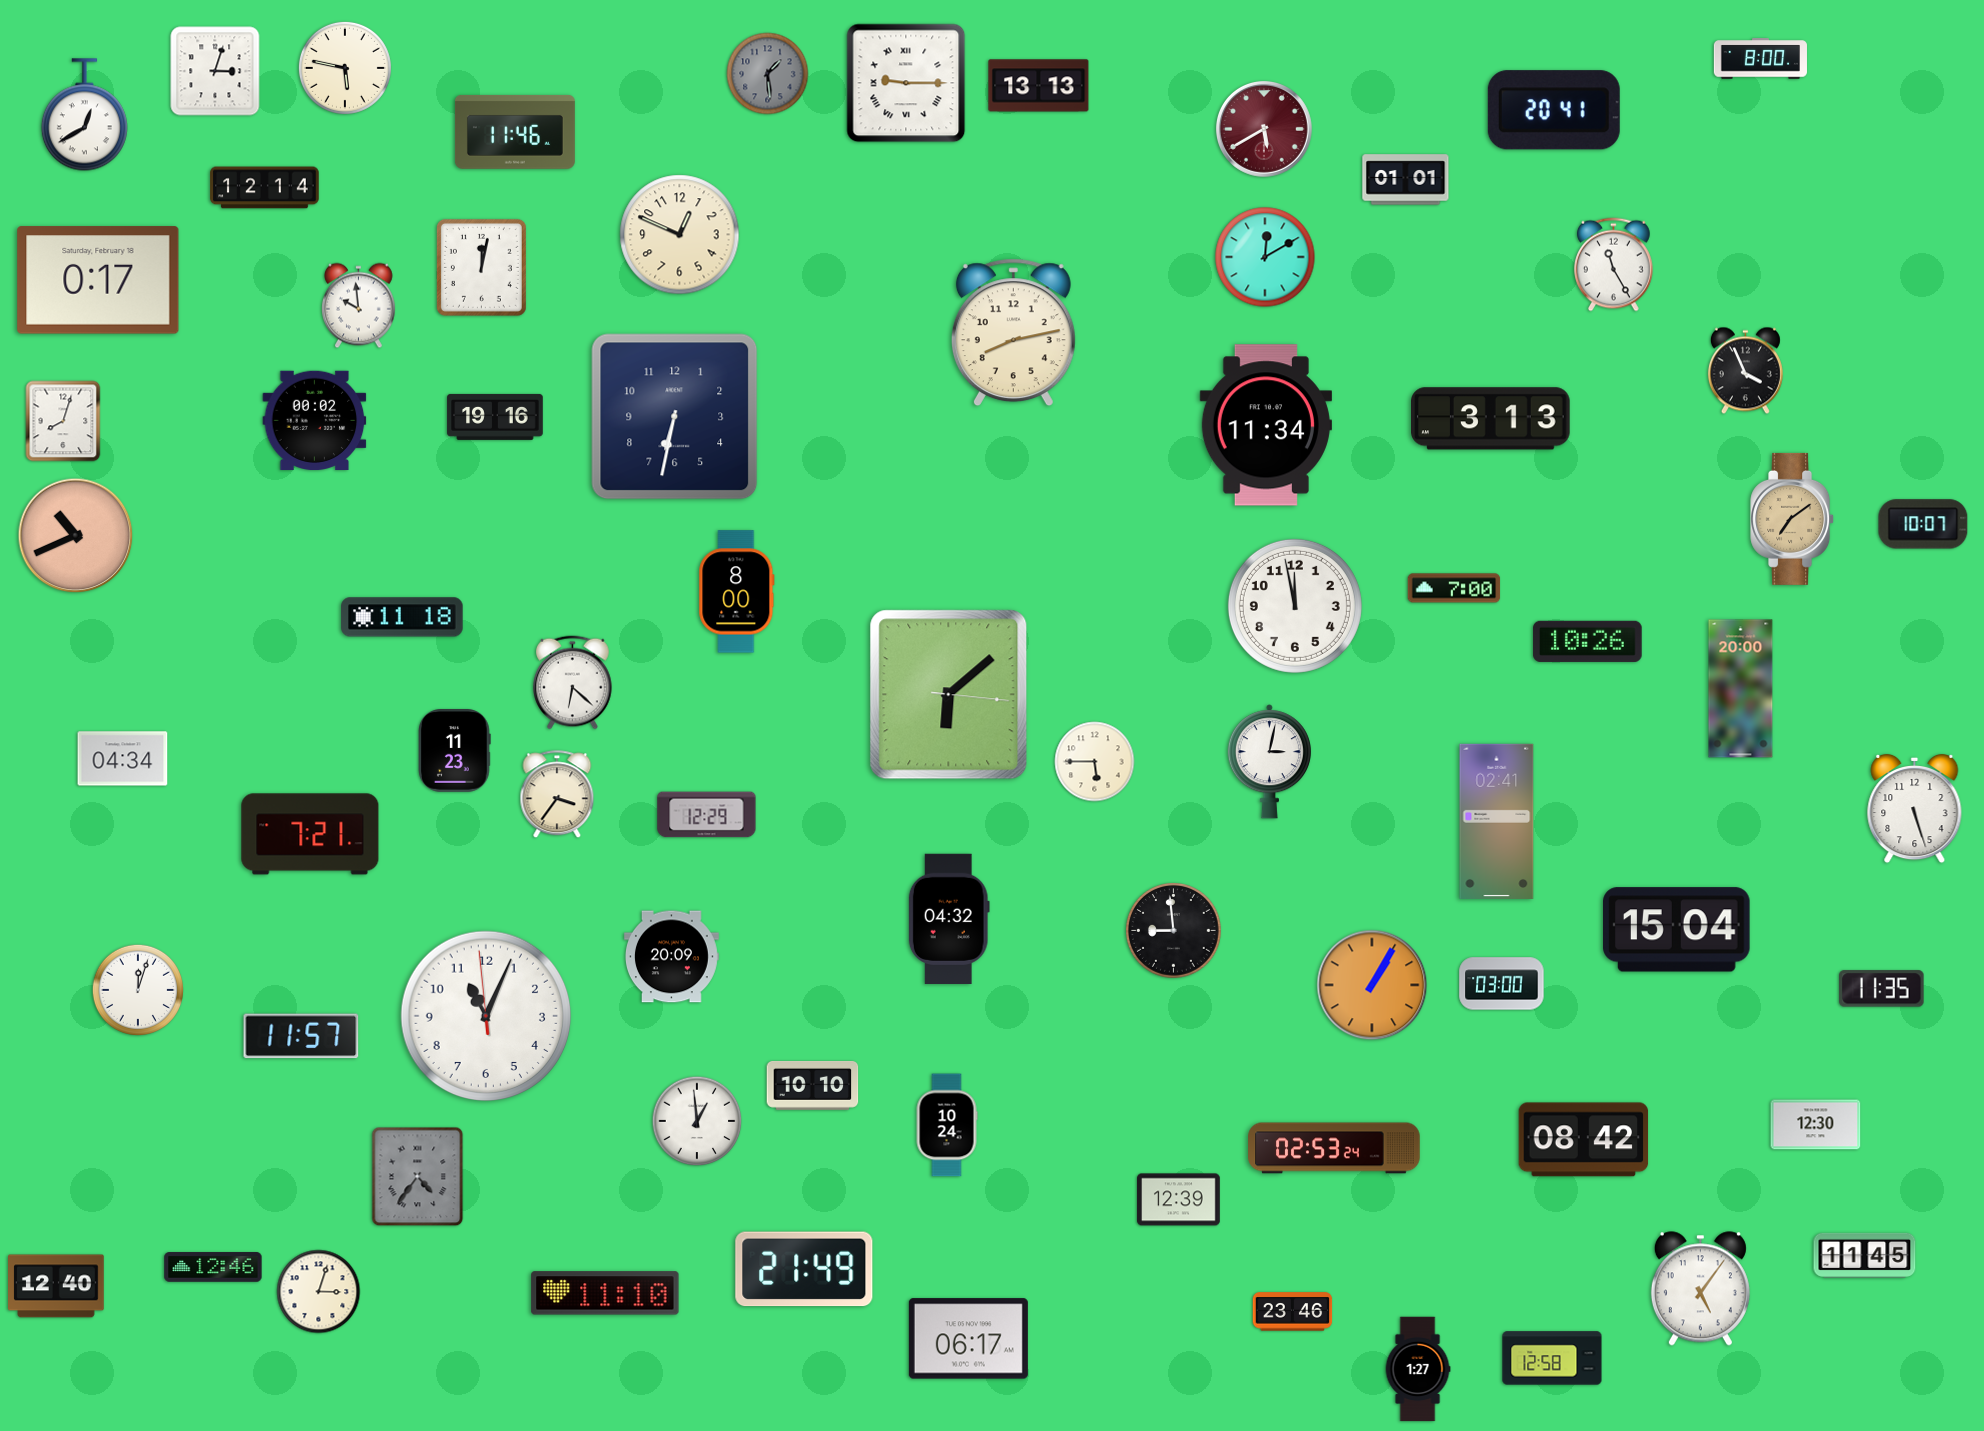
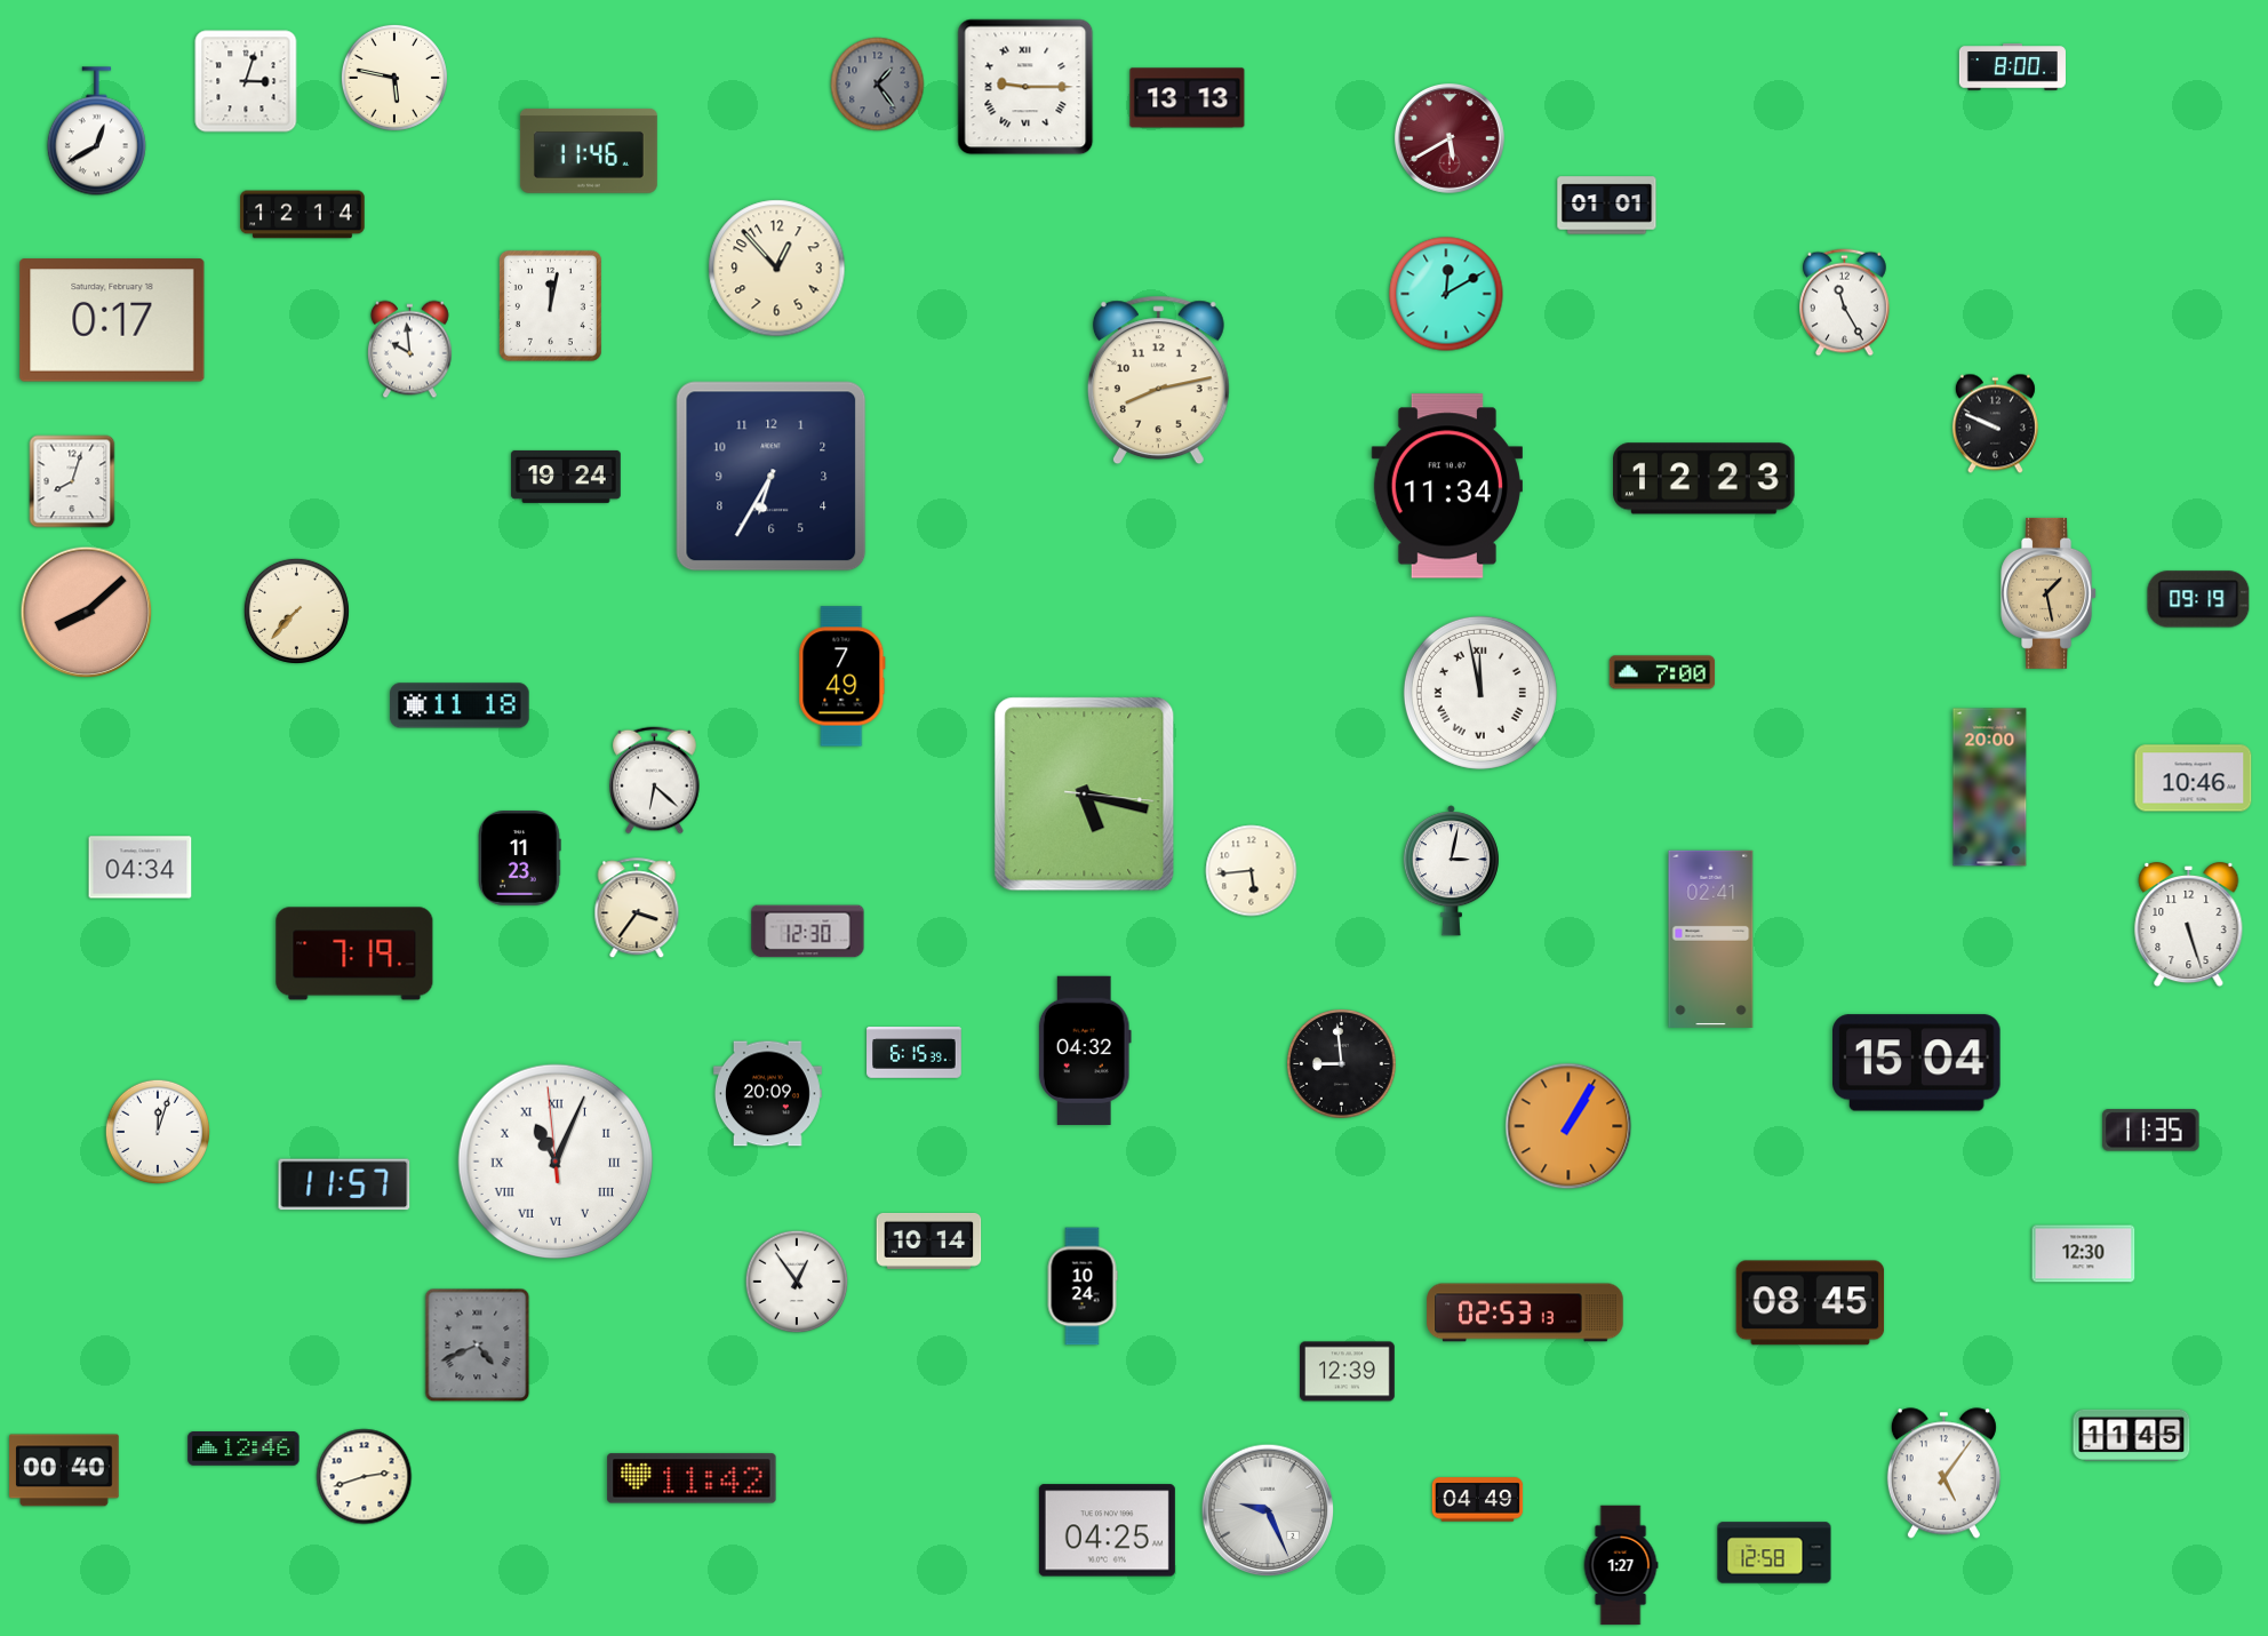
clock at (768, 74): 1:29 -> 1:24
clock at (906, 83) position: (906, 83) -> (1025, 87)
clock at (1554, 110): 20:41 -> none
clock at (1264, 129) position: (1264, 129) -> (1450, 138)
clock at (680, 235): 12:49 -> 12:53
clock at (1745, 371): 3:56 -> 9:49
clock at (495, 417): 19:16 -> 19:24
clock at (675, 417): 6:32 -> 6:35
clock at (1491, 419): 3:13 -> 12:23
clock at (315, 420): 00:02 -> none
clock at (1793, 519): 7:09 -> 1:28
clock at (1923, 524): 10:07 -> 09:19
clock at (296, 610): none -> 7:37
clock at (76, 536): 10:41 -> 8:08
clock at (737, 592): 8:00 -> 7:49
clock at (1295, 606) numerals: Arabic -> Roman
clock at (1588, 641): 10:26 -> none
clock at (2194, 779): none -> 10:46
clock at (949, 695): 6:08 -> 5:17
clock at (1095, 762): 5:45 -> 5:44
clock at (707, 815): 12:29 -> 12:30
clock at (310, 834): 7:21 -> 7:19
clock at (915, 1053): none -> 6:15
clock at (1502, 984): 03:00 -> none
clock at (486, 1016) numerals: Arabic -> Roman
clock at (813, 1085): 10:10 -> 10:14
clock at (697, 1121): 12:59 -> 12:54
clock at (1816, 1125) position: (1816, 1125) -> (2084, 1254)
clock at (1584, 1140): 08:42 -> 08:45
clock at (1334, 1148): 02:53:24 -> 02:53:13
clock at (418, 1177): 4:36 -> 4:41
clock at (804, 1269): 21:49 -> none
clock at (56, 1286): 12:40 -> 00:40
clock at (319, 1292): 3:03 -> 2:42
clock at (605, 1293): 11:10 -> 11:42
clock at (1293, 1312): 23:46 -> 04:49
clock at (1268, 1510): none -> 9:26
clock at (968, 1339): 06:17 -> 04:25
